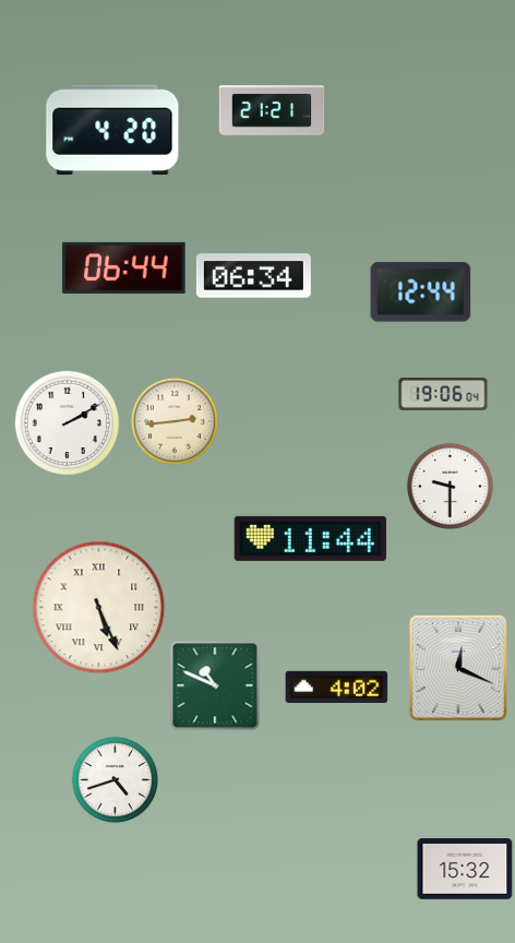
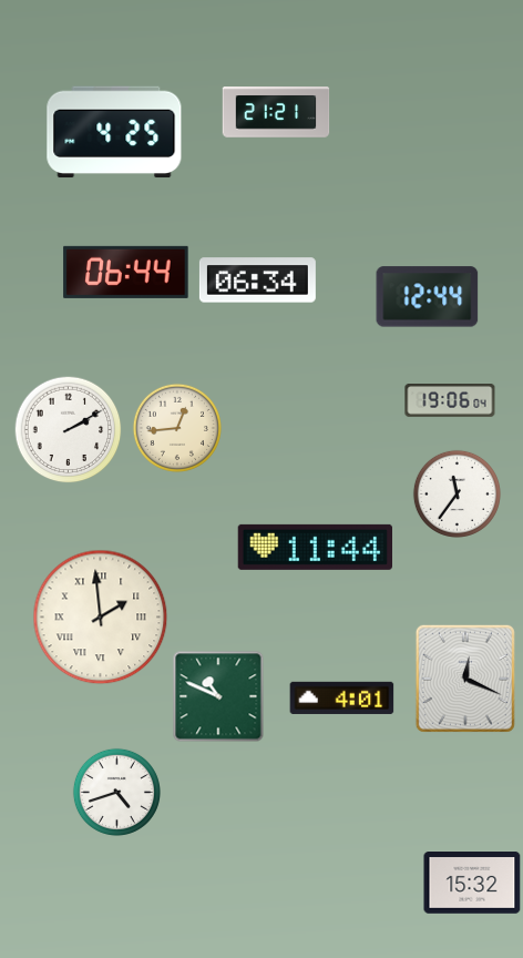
clock at (112, 130): 4:20 -> 4:25
clock at (175, 421): 2:44 -> 12:44
clock at (450, 486): 9:30 -> 11:36
clock at (99, 608): 5:26 -> 1:59
clock at (337, 687): 4:02 -> 4:01
